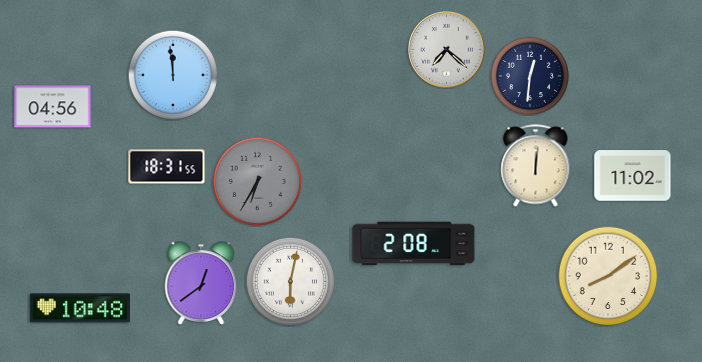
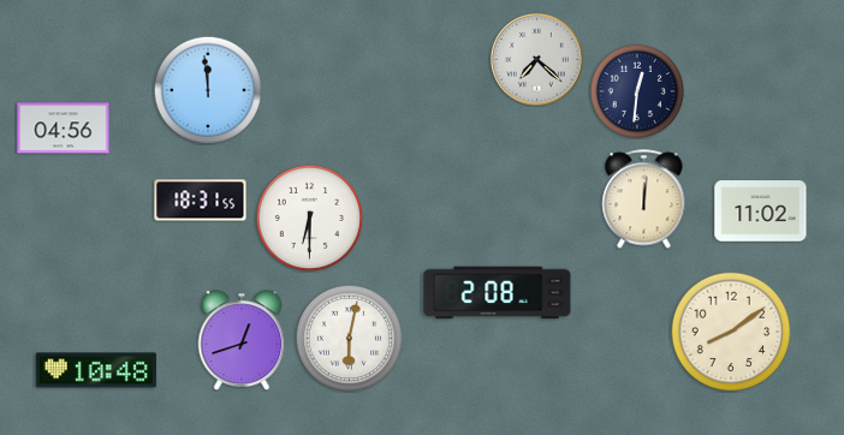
clock at (257, 181): 6:35 -> 6:30
clock at (257, 181) dial: grey -> white
clock at (201, 283): 12:39 -> 12:42
